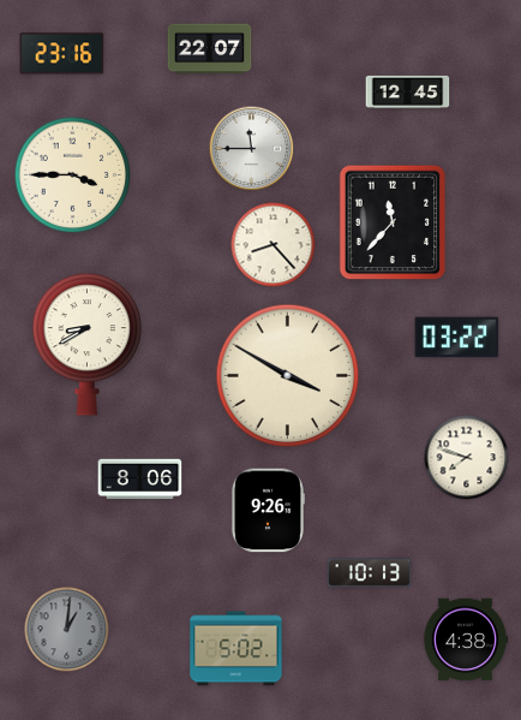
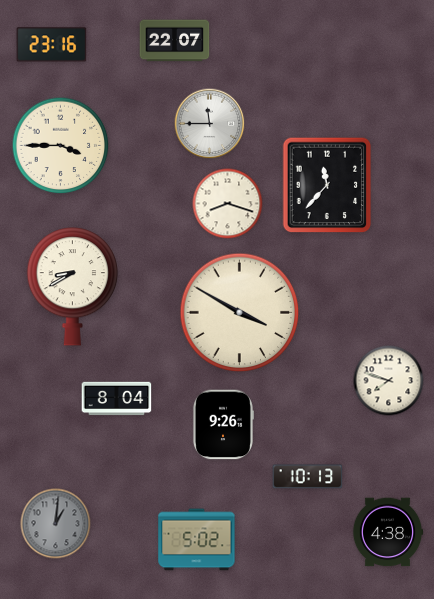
clock at (408, 91): 12:45 -> none
clock at (274, 245): 8:23 -> 8:18
clock at (457, 338): 03:22 -> none
clock at (140, 480): 8:06 -> 8:04
